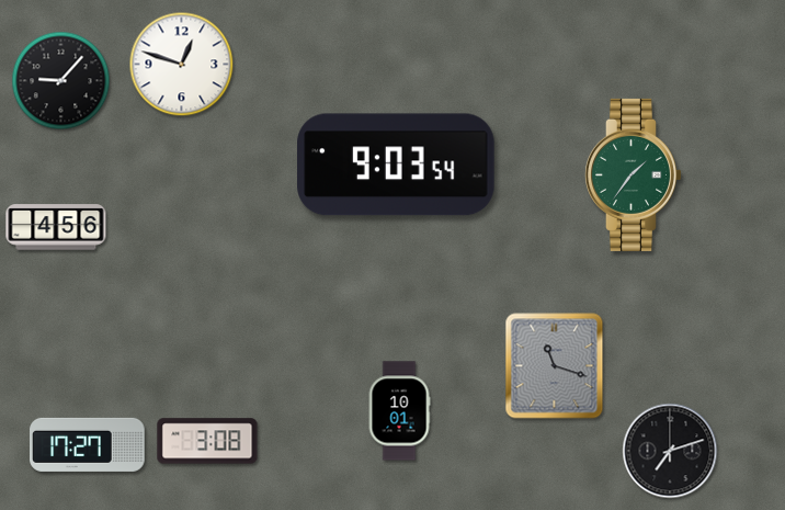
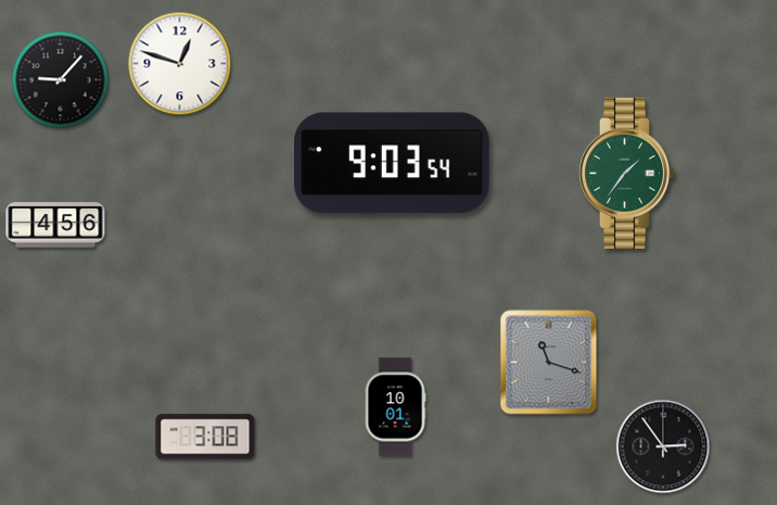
clock at (88, 444): 17:27 -> none
clock at (670, 451): 7:12 -> 2:54
